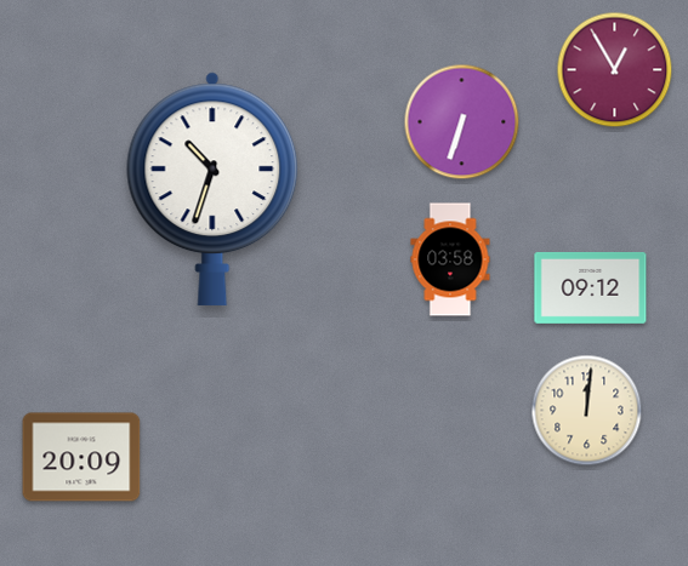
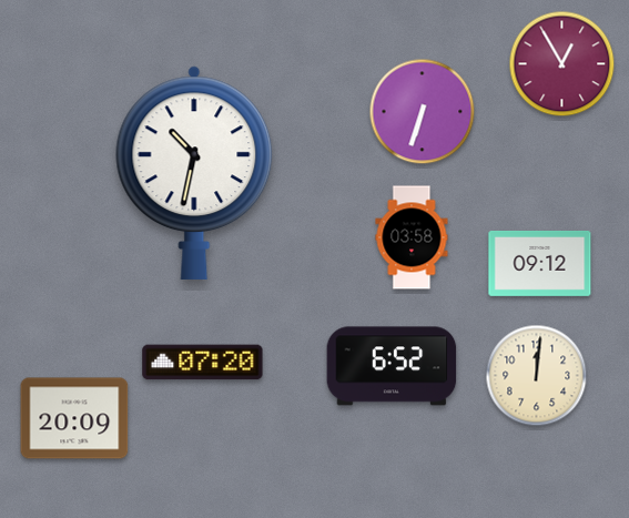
clock at (212, 189): 10:33 -> 10:32
clock at (203, 363): none -> 07:20
clock at (392, 366): none -> 6:52
